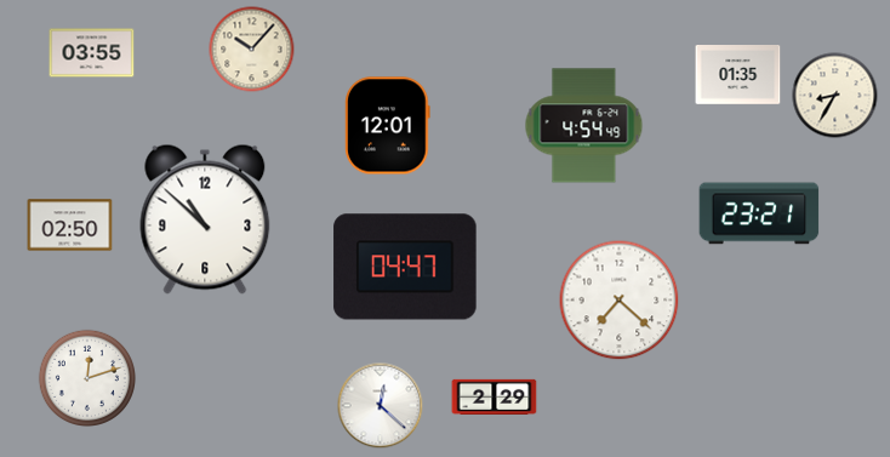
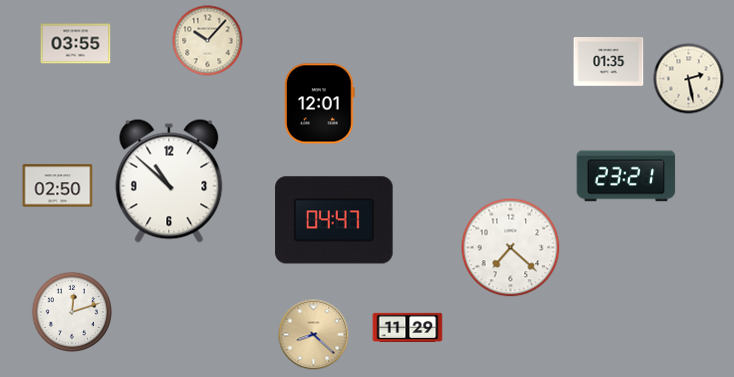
clock at (835, 96): 8:35 -> 2:28
clock at (584, 126): 4:54 -> none
clock at (495, 396): 2:29 -> 11:29
clock at (381, 406): 12:22 -> 8:22
clock at (381, 406) dial: white -> champagne
